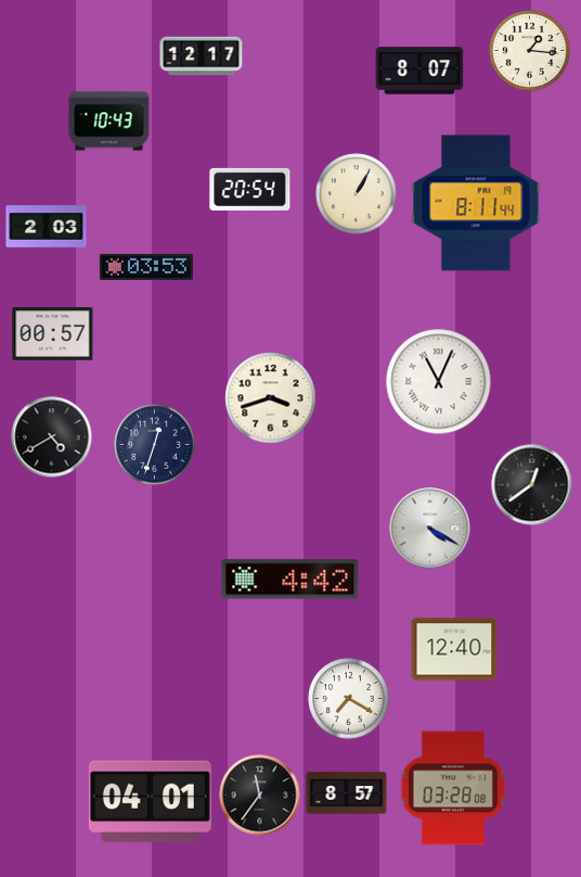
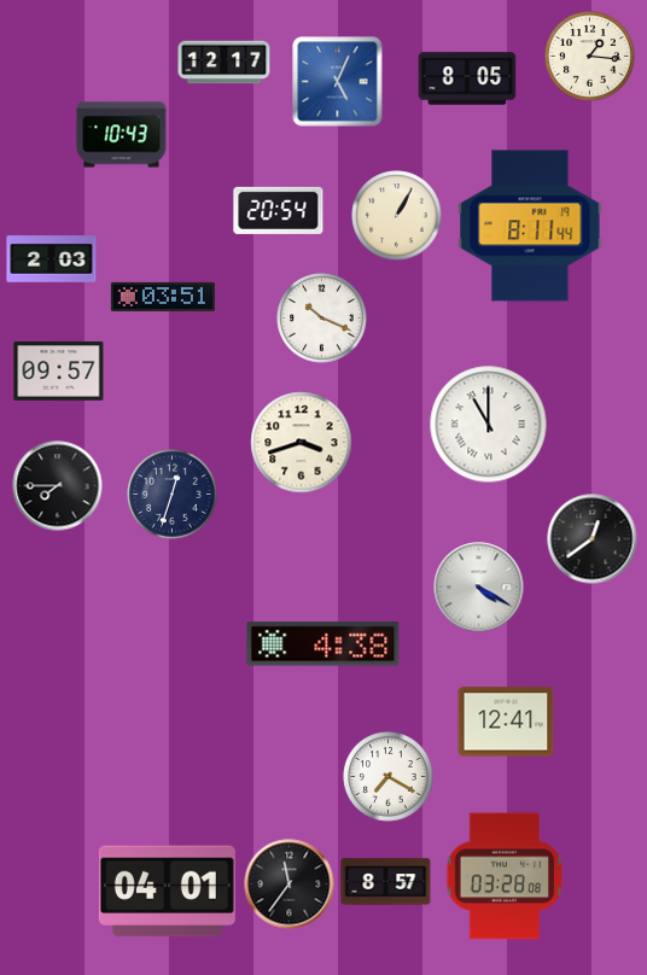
clock at (419, 71): 8:07 -> 8:05
clock at (338, 82): none -> 5:04
clock at (47, 227) position: (47, 227) -> (52, 259)
clock at (146, 267): 03:53 -> 03:51
clock at (322, 319): none -> 10:19
clock at (53, 334): 00:57 -> 09:57
clock at (439, 382): 11:04 -> 11:00
clock at (52, 437): 4:40 -> 7:45
clock at (290, 580): 4:42 -> 4:38
clock at (454, 649): 12:40 -> 12:41
